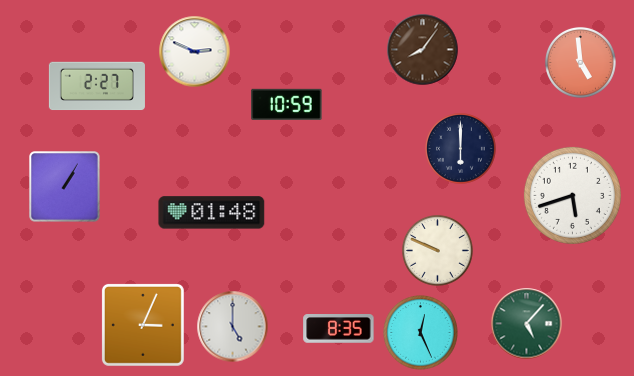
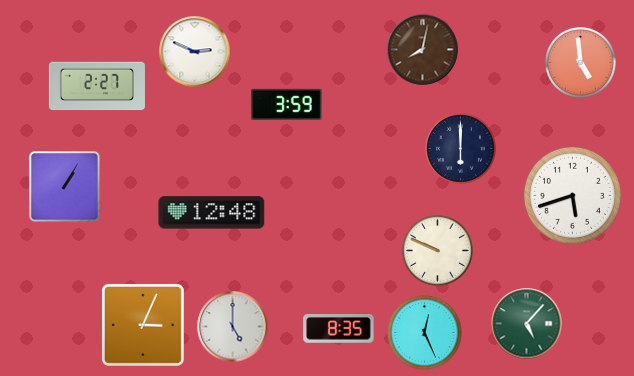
clock at (423, 50): 8:06 -> 8:02
clock at (287, 104): 10:59 -> 3:59
clock at (212, 213): 01:48 -> 12:48
clock at (421, 333) position: (421, 333) -> (425, 333)
